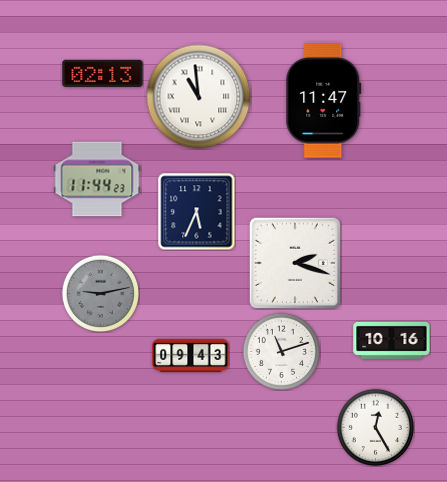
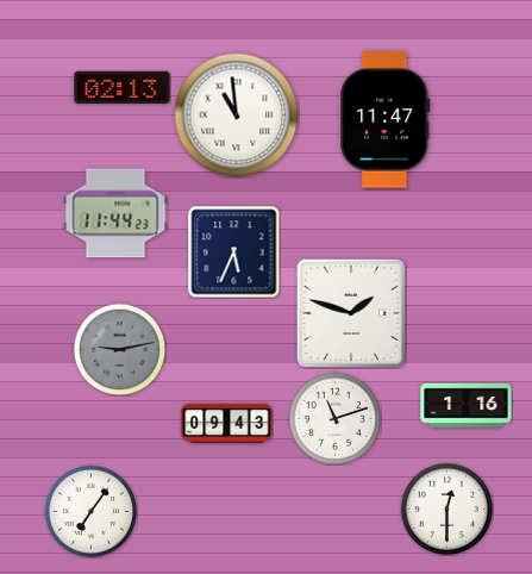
clock at (295, 263): 2:18 -> 1:48
clock at (392, 340): 10:16 -> 1:16
clock at (375, 427): 12:25 -> 12:30
clock at (90, 511): none -> 7:06
